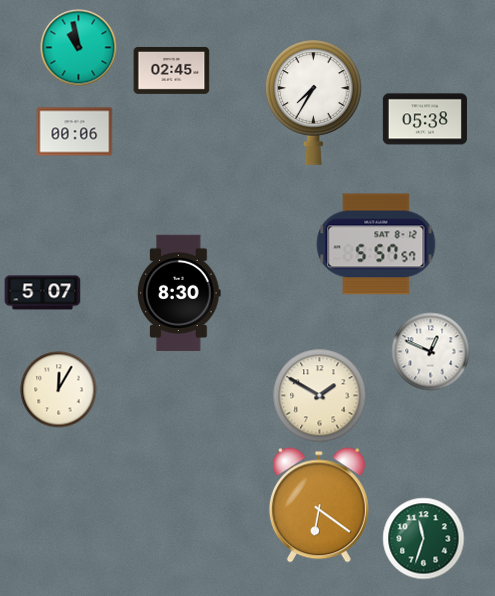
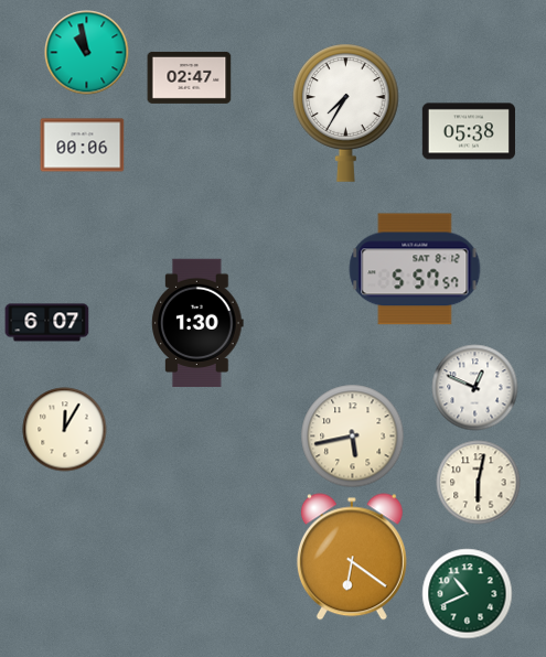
clock at (172, 70): 02:45 -> 02:47
clock at (43, 293): 5:07 -> 6:07
clock at (179, 293): 8:30 -> 1:30
clock at (320, 396): 1:50 -> 5:43
clock at (479, 483): none -> 6:02
clock at (424, 539): 11:33 -> 10:41
